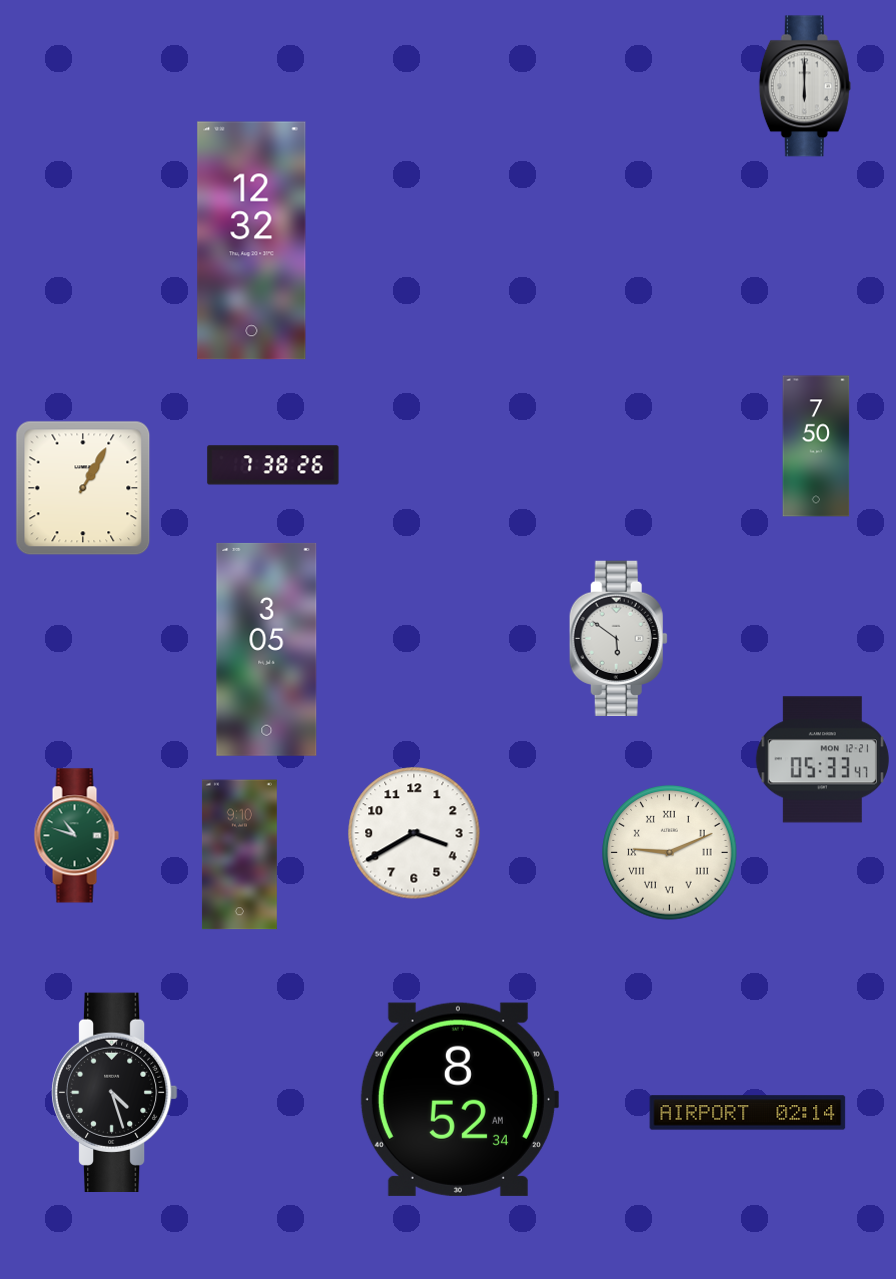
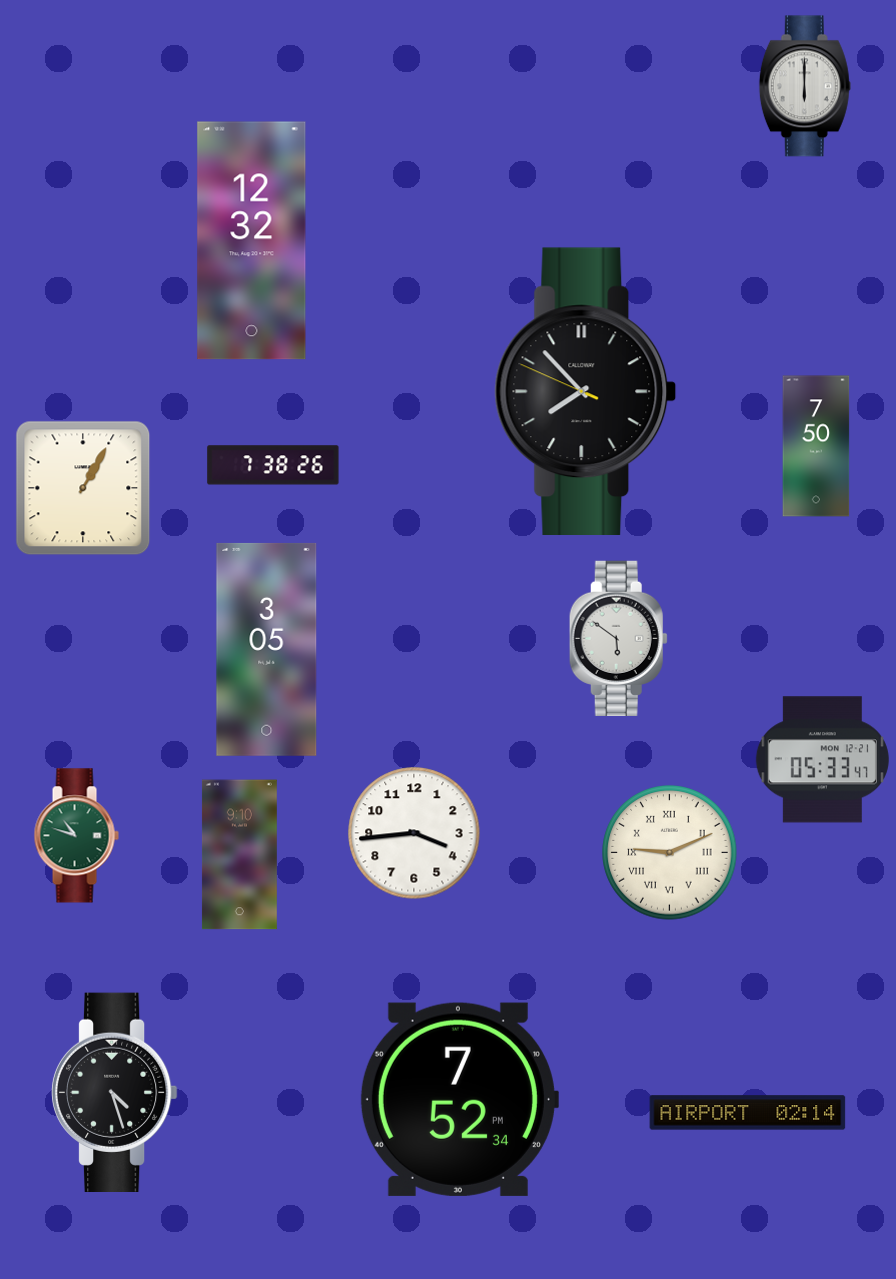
clock at (586, 391): none -> 7:52
clock at (414, 833): 3:40 -> 3:44
clock at (459, 1099): 8:52 -> 7:52
